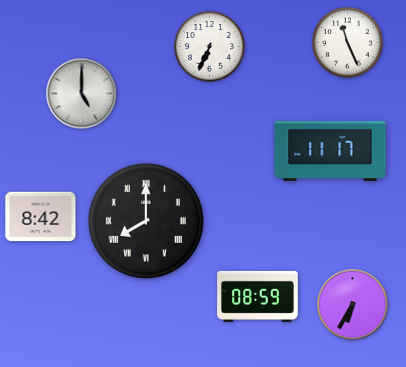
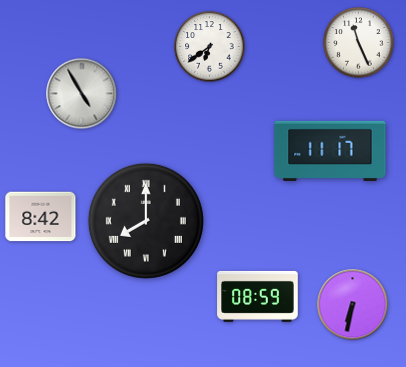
clock at (348, 43) position: (348, 43) -> (359, 43)
clock at (210, 47): 6:34 -> 6:39
clock at (82, 94): 5:00 -> 4:55
clock at (353, 305): 6:35 -> 6:32
